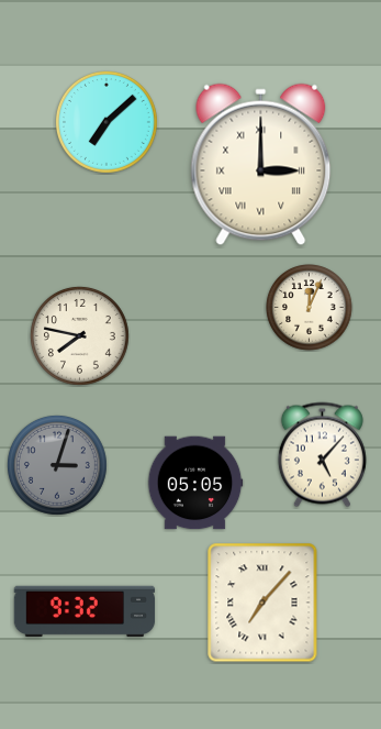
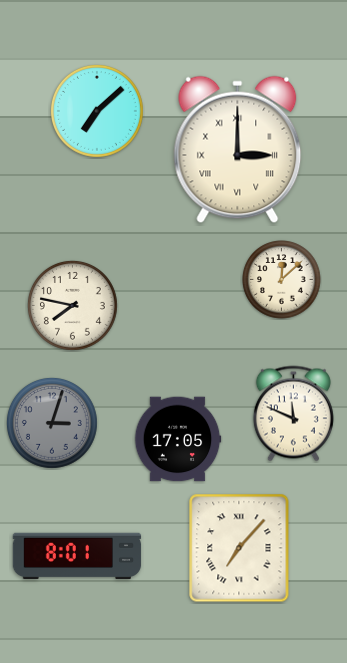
clock at (310, 308): 12:04 -> 12:08
clock at (322, 455): 5:07 -> 11:49
clock at (195, 483): 05:05 -> 17:05
clock at (85, 611): 9:32 -> 8:01
